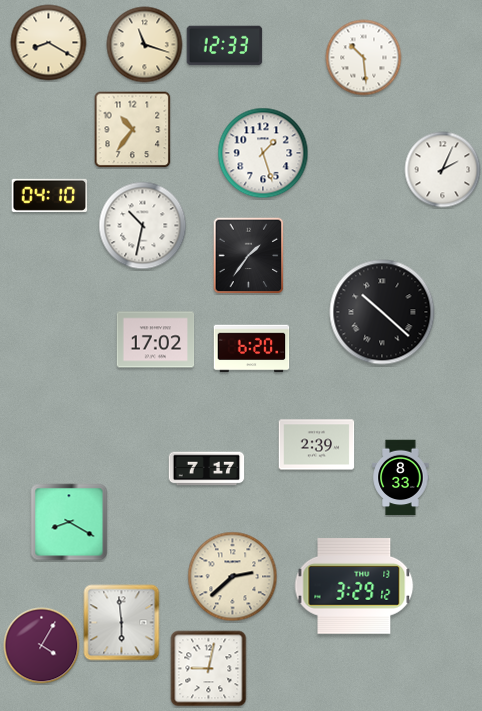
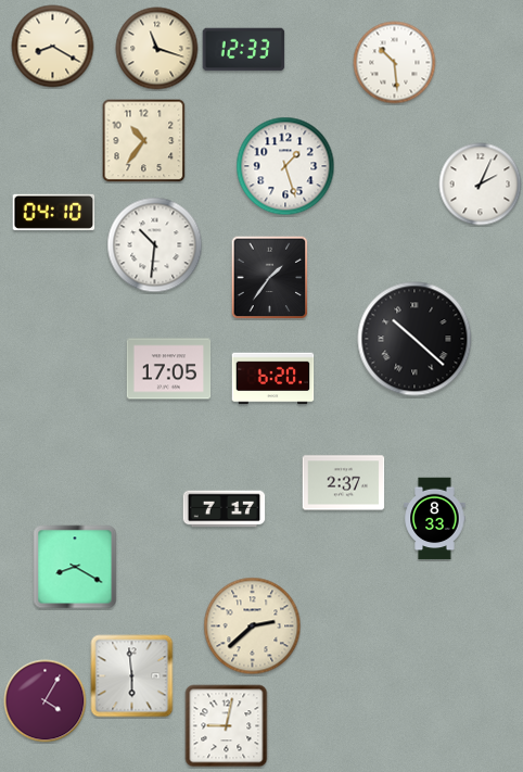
clock at (143, 226): 10:32 -> 10:31
clock at (156, 340): 17:02 -> 17:05
clock at (317, 445): 2:39 -> 2:37
clock at (354, 586): 3:29 -> none
